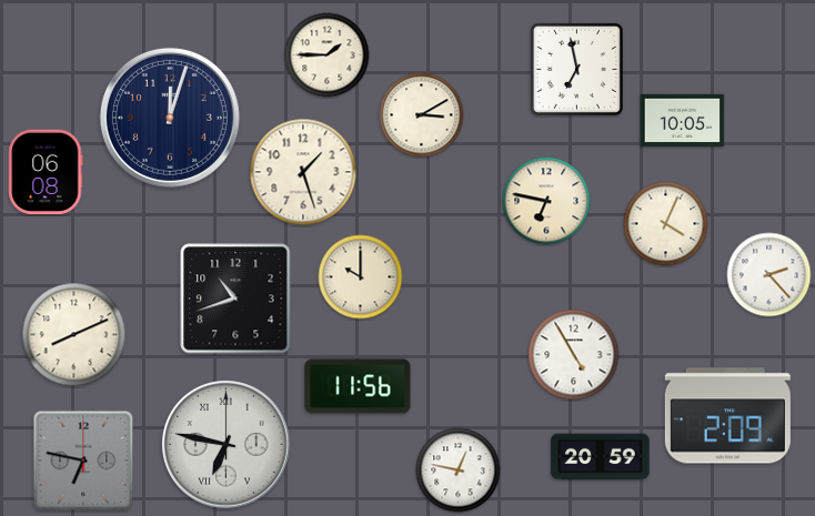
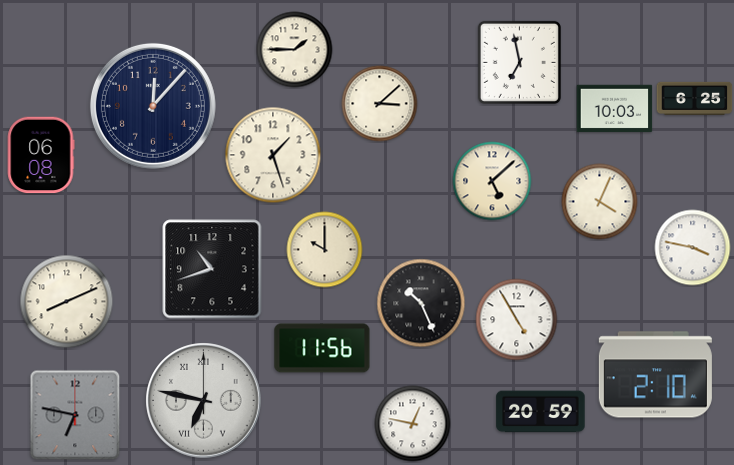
clock at (695, 98): none -> 6:25
clock at (422, 115): 3:10 -> 3:08
clock at (170, 118): 12:03 -> 12:07
clock at (683, 121): 10:05 -> 10:03
clock at (546, 201): 6:47 -> 5:08
clock at (769, 275): 2:23 -> 3:47
clock at (421, 303): none -> 10:26
clock at (727, 416): 2:09 -> 2:10
